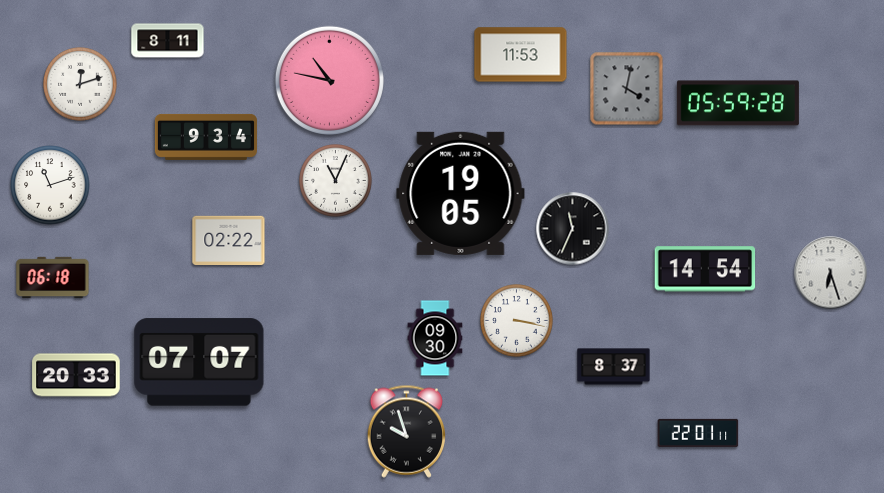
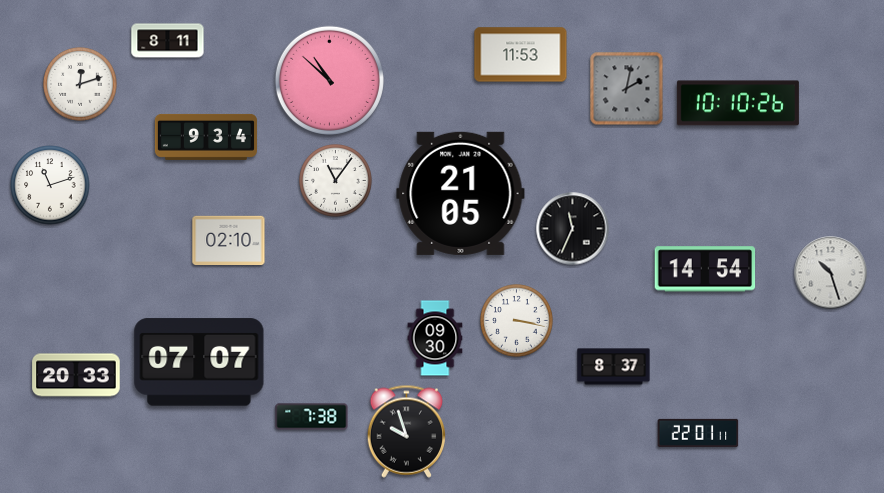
clock at (329, 80): 10:47 -> 10:52
clock at (627, 89): 4:02 -> 2:02
clock at (738, 103): 05:59 -> 10:10
clock at (336, 181): 11:04 -> 11:06
clock at (461, 193): 19:05 -> 21:05
clock at (229, 241): 02:22 -> 02:10
clock at (831, 273): 6:27 -> 10:27
clock at (53, 278): 06:18 -> none
clock at (312, 417): none -> 7:38
